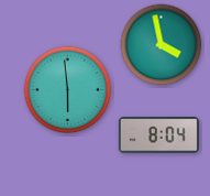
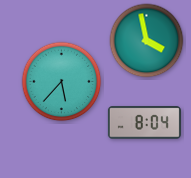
clock at (68, 90): 5:59 -> 5:37
